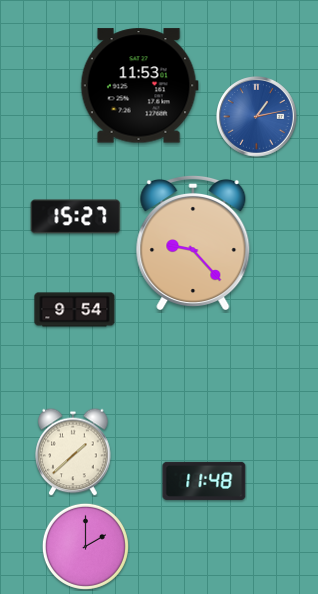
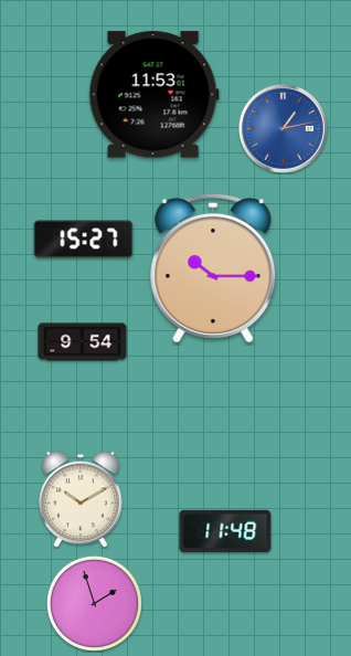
clock at (193, 242): 9:23 -> 10:15
clock at (73, 452): 1:38 -> 10:10
clock at (85, 546): 2:00 -> 1:57
